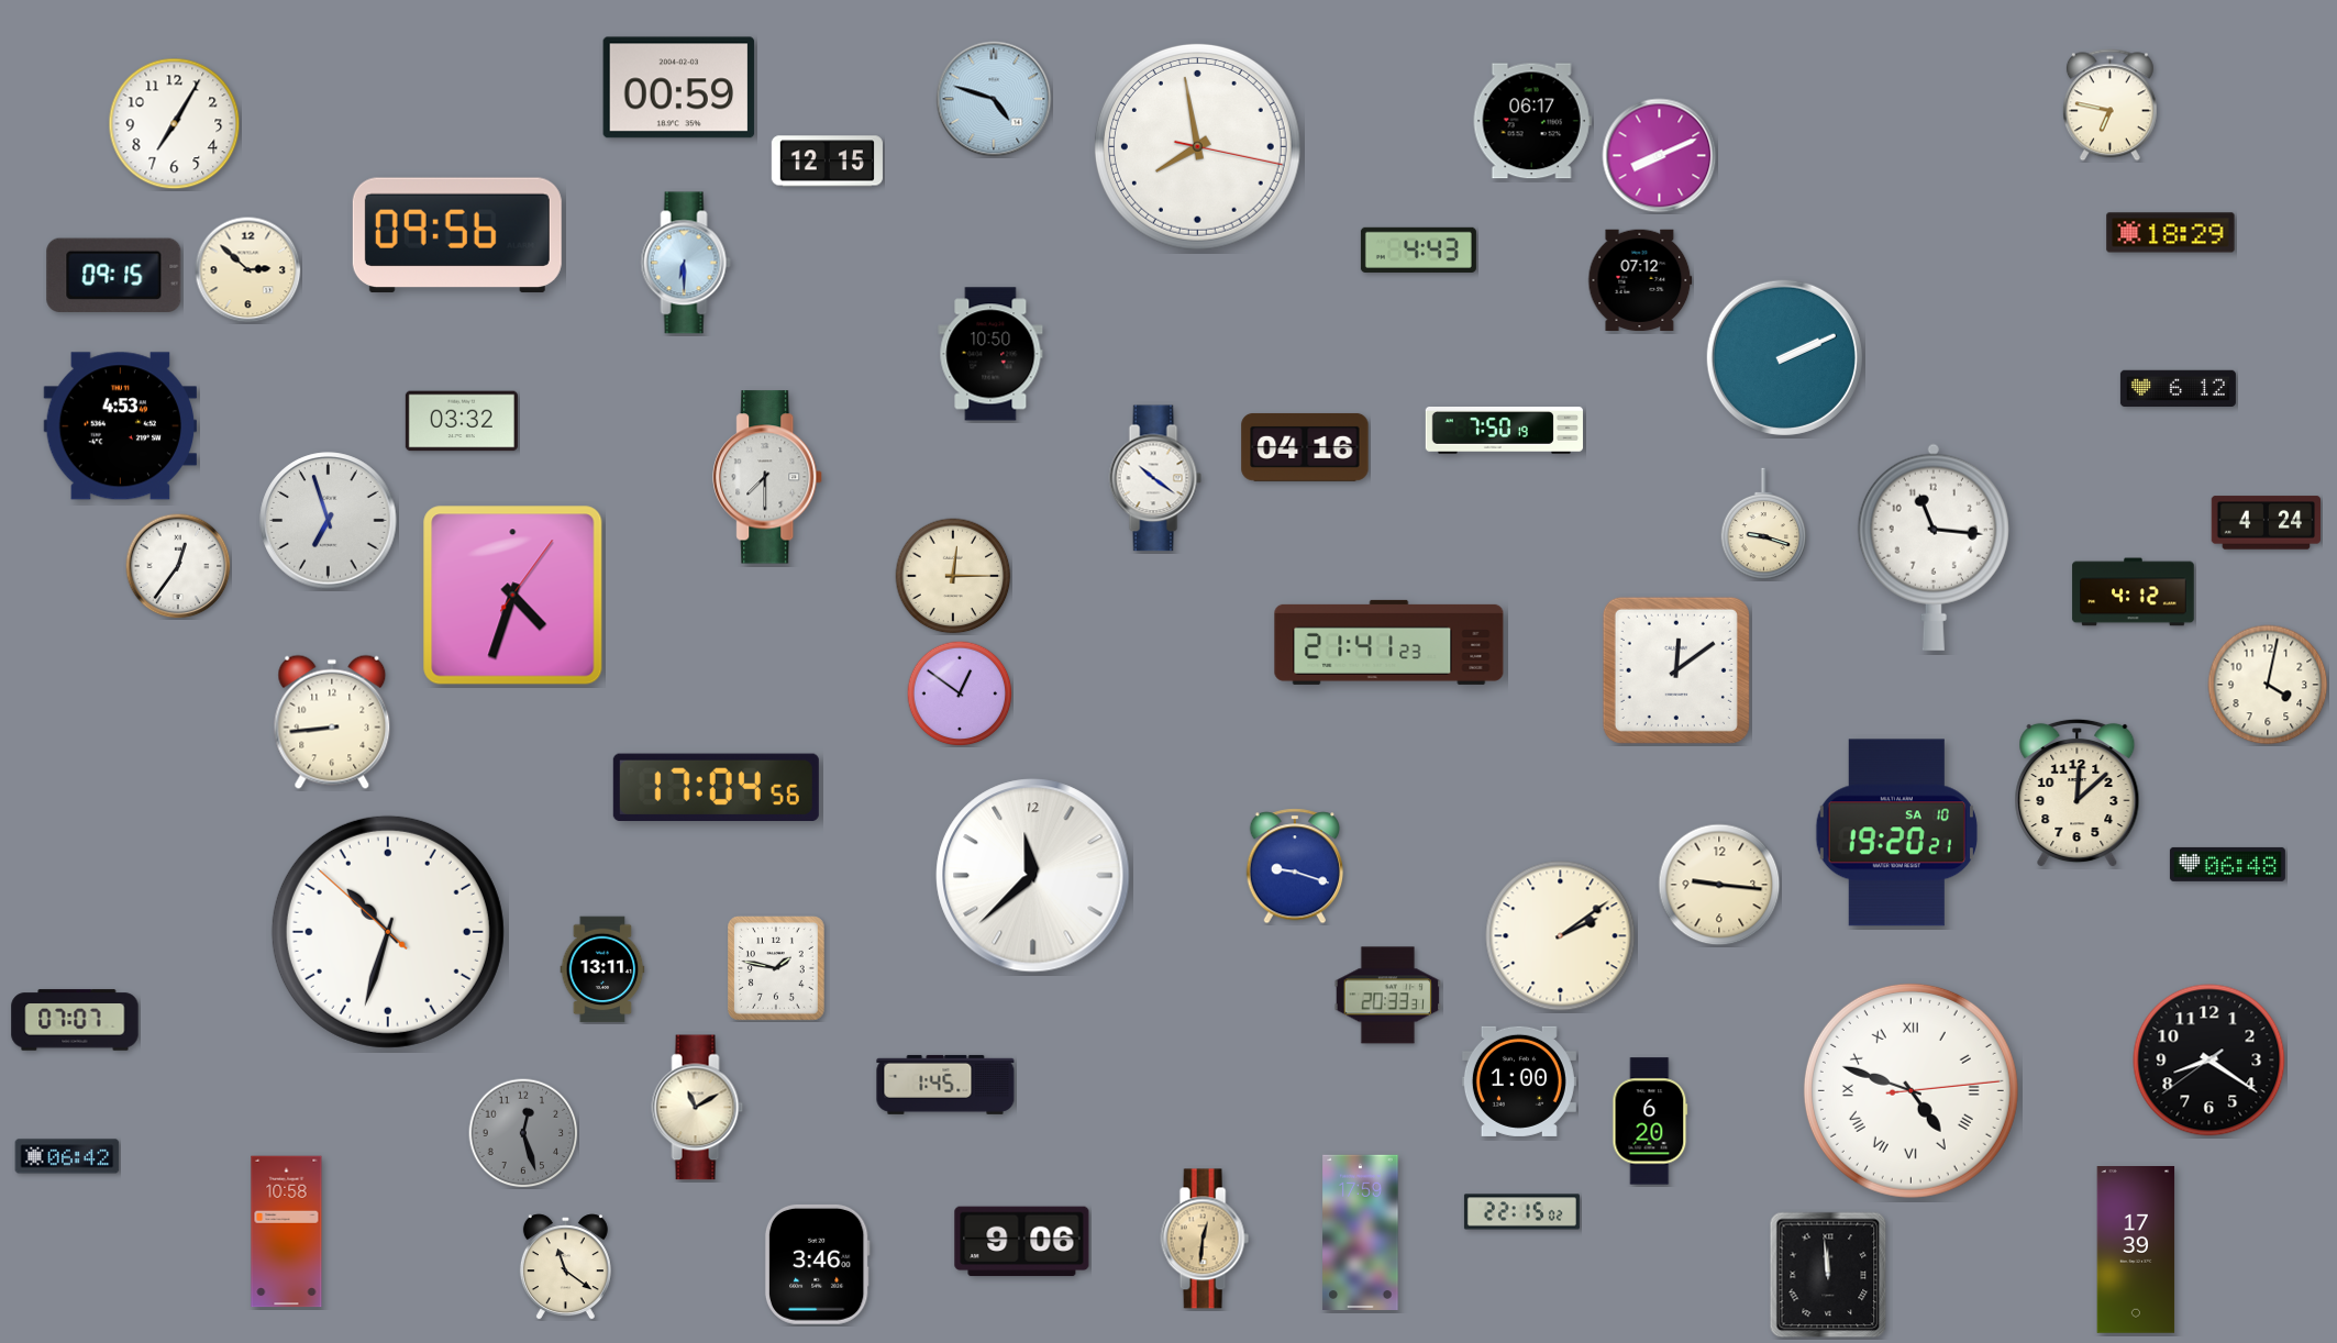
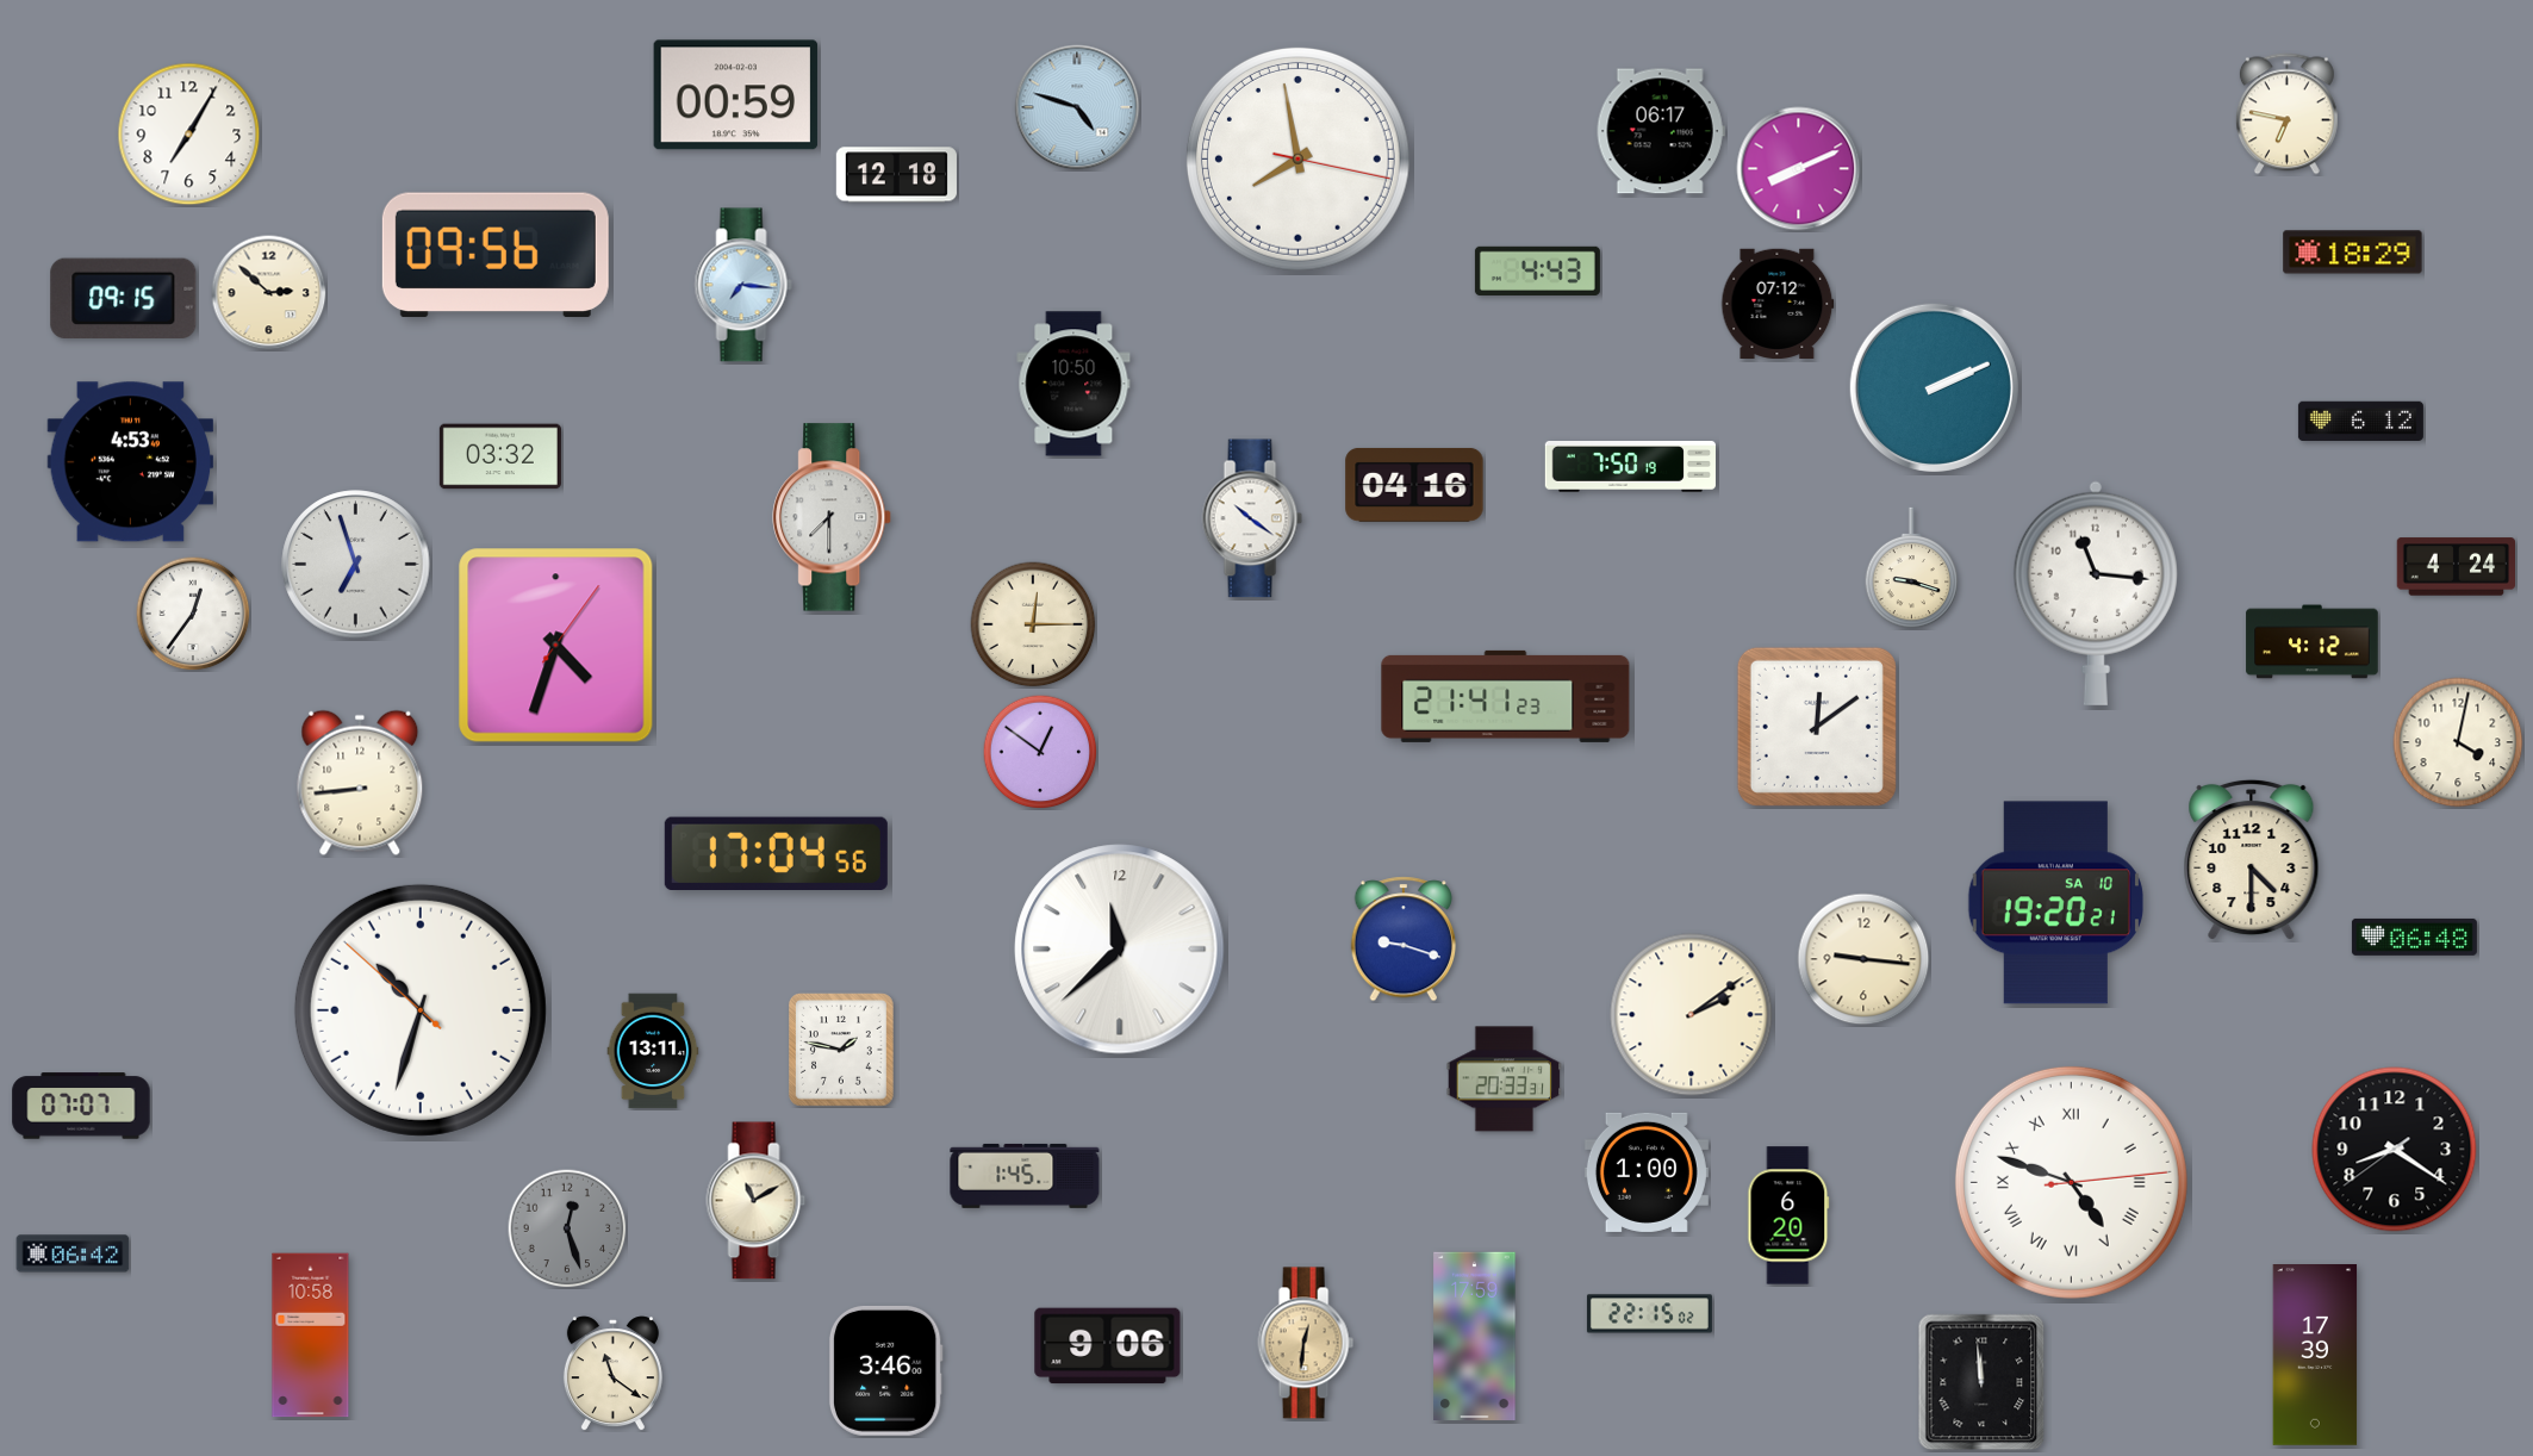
clock at (827, 162): 12:15 -> 12:18
clock at (686, 263): 6:30 -> 7:16
clock at (2078, 793): 12:08 -> 4:30
